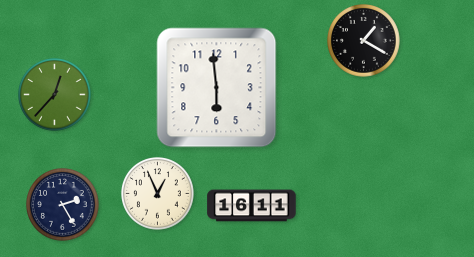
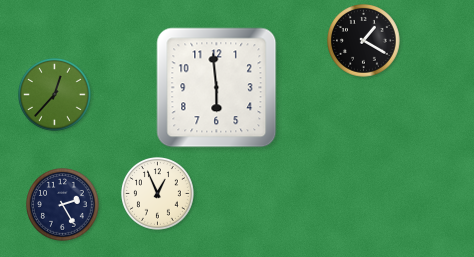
clock at (252, 206): 16:11 -> none
